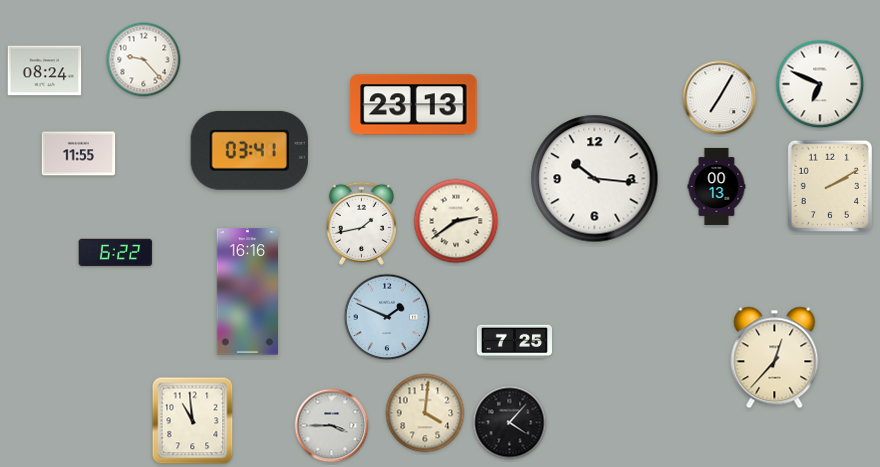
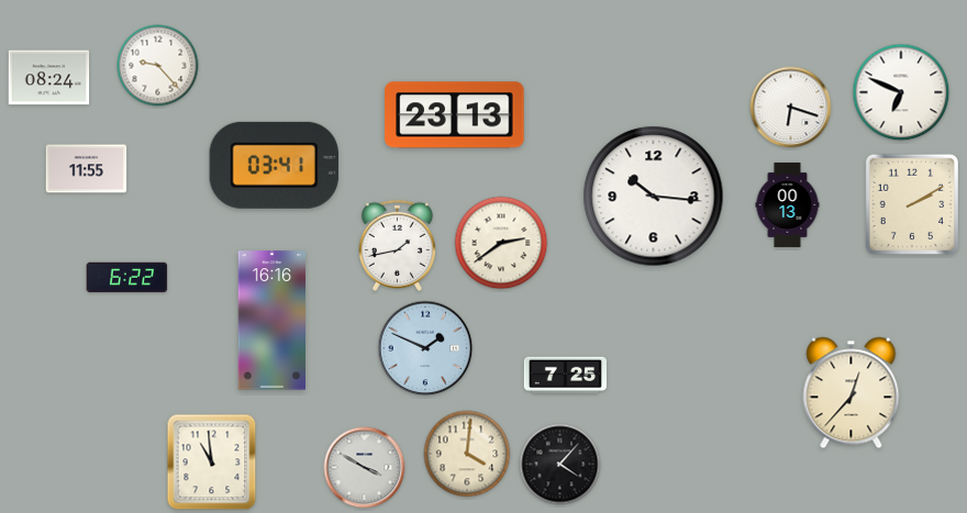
clock at (720, 98): 7:05 -> 6:18
clock at (332, 426): 3:45 -> 3:50
